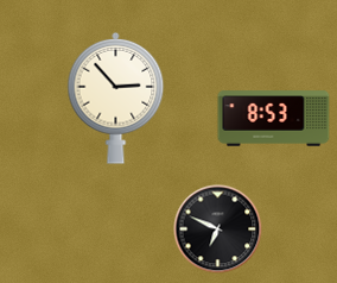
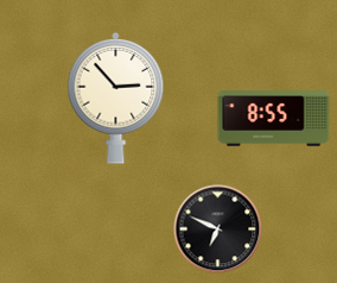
clock at (274, 119): 8:53 -> 8:55
